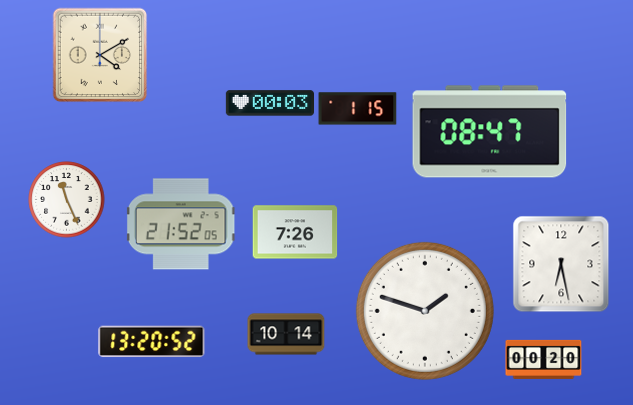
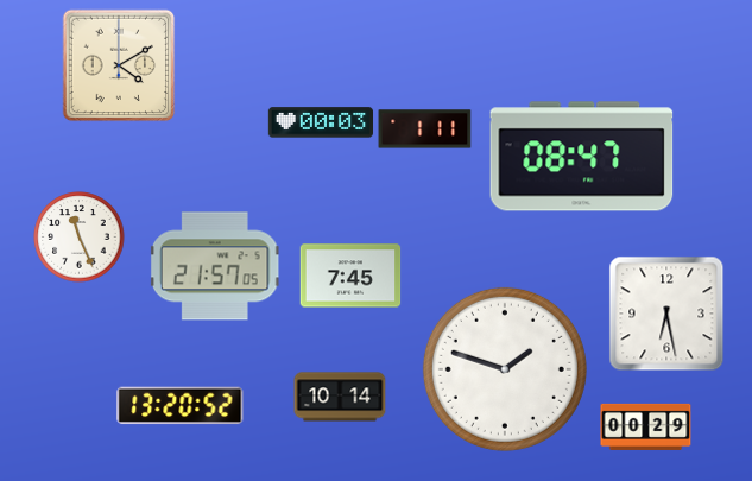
clock at (358, 109): 1:15 -> 1:11
clock at (181, 224): 21:52 -> 21:57
clock at (295, 232): 7:26 -> 7:45
clock at (544, 359): 00:20 -> 00:29
